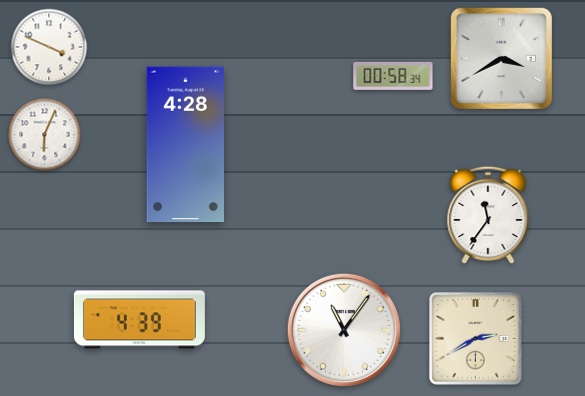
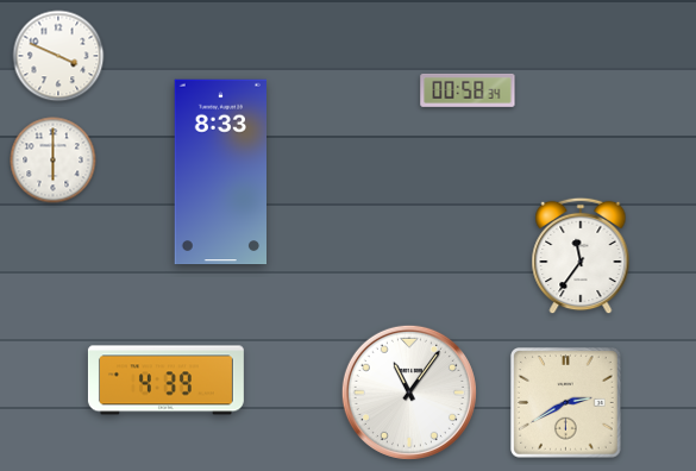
clock at (501, 58): 3:40 -> none
clock at (45, 135): 6:04 -> 6:00
clock at (186, 145): 4:28 -> 8:33
